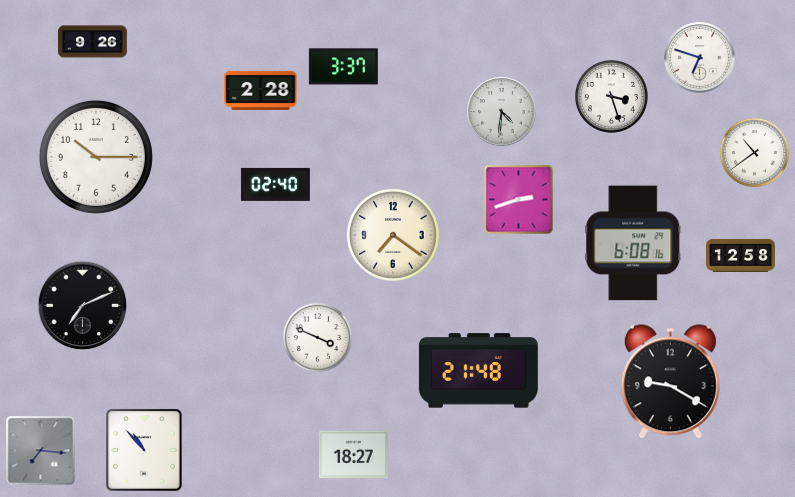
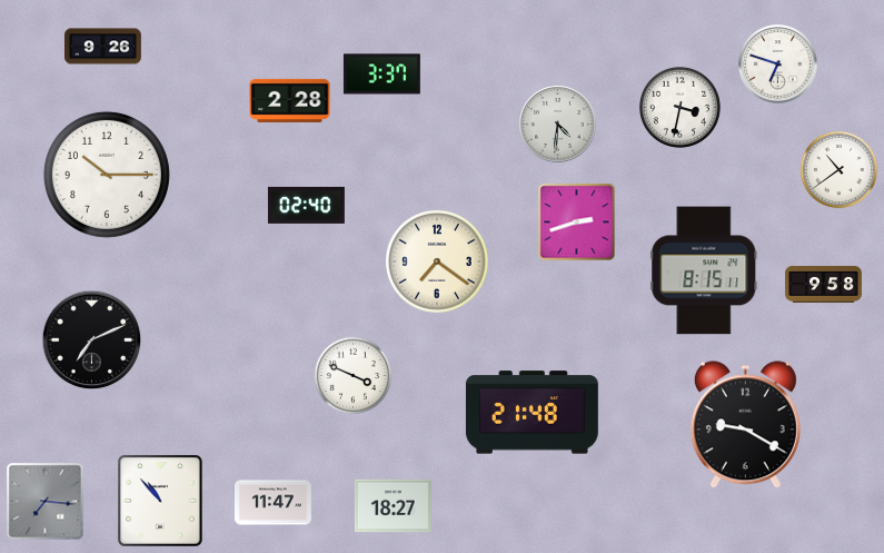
clock at (611, 96): 3:27 -> 3:32
clock at (633, 243): 6:08 -> 8:15
clock at (740, 255): 12:58 -> 9:58
clock at (272, 503): none -> 11:47
